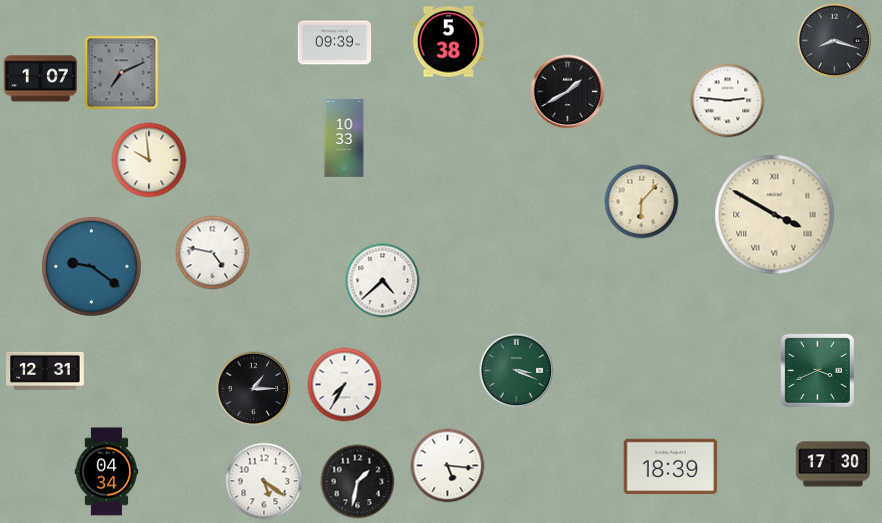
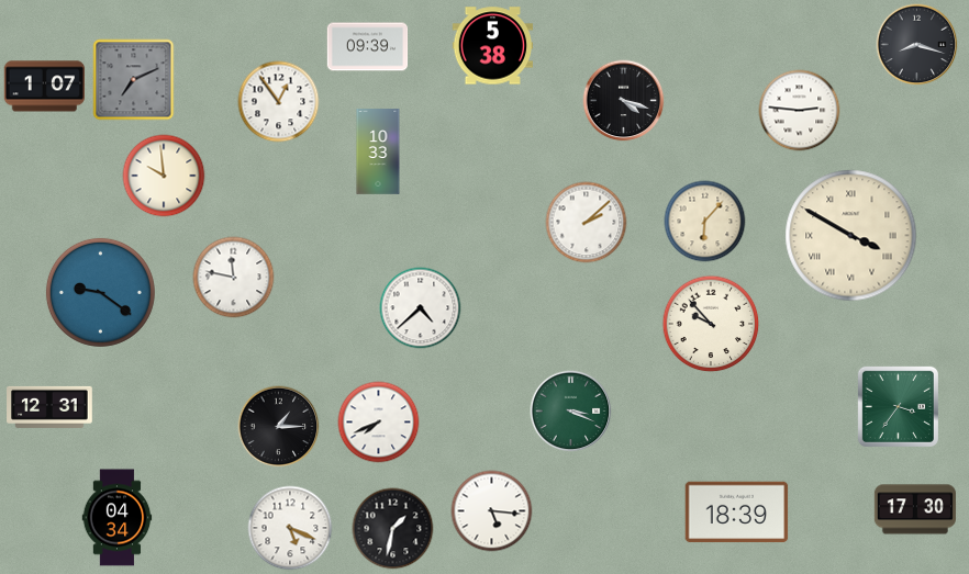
clock at (568, 92): 1:40 -> 4:18
clock at (279, 102): none -> 12:54
clock at (587, 223): none -> 2:08
clock at (213, 253): 4:47 -> 11:47
clock at (711, 324): none -> 9:53
clock at (817, 370): 3:41 -> 3:36
clock at (517, 371) position: (517, 371) -> (571, 412)
clock at (345, 385): 7:35 -> 7:41
clock at (264, 481): 5:21 -> 5:19
